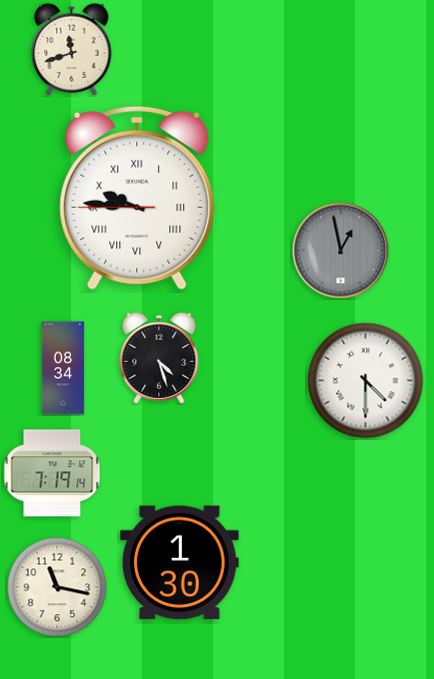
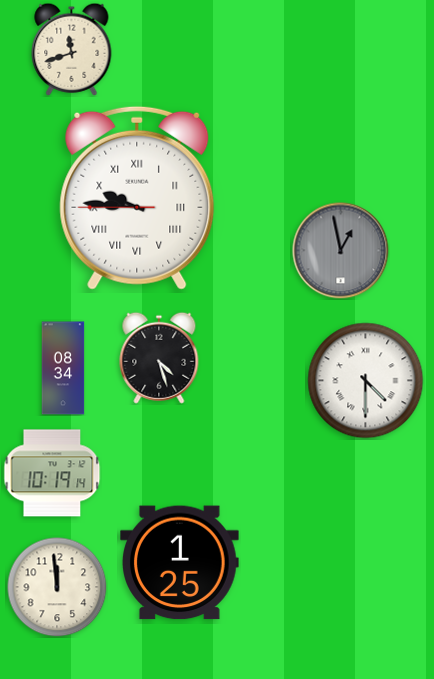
clock at (52, 473): 7:19 -> 10:19
clock at (180, 563): 1:30 -> 1:25
clock at (57, 587): 11:17 -> 11:59
